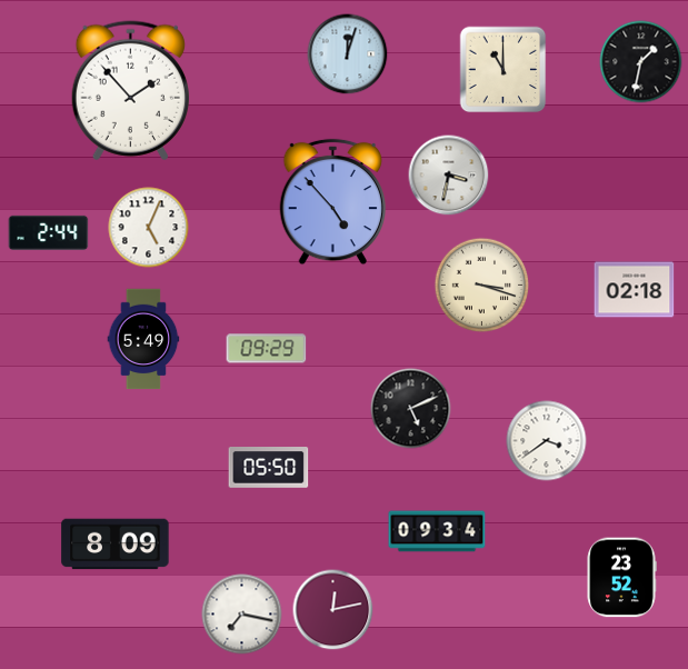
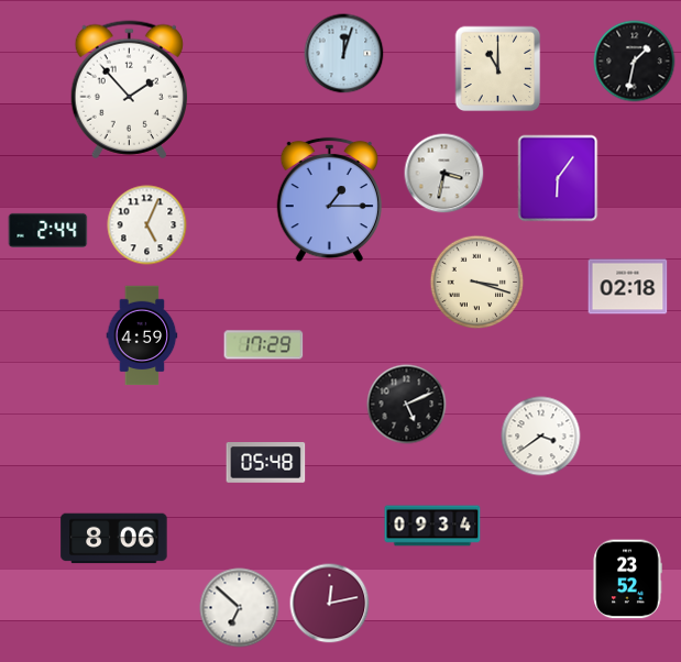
clock at (558, 178): none -> 6:06
clock at (332, 202): 4:53 -> 1:15
clock at (143, 339): 5:49 -> 4:59
clock at (267, 349): 09:29 -> 17:29
clock at (269, 468): 05:50 -> 05:48
clock at (116, 545): 8:09 -> 8:06
clock at (621, 578) position: (621, 578) -> (627, 580)
clock at (242, 615): 7:17 -> 6:52
